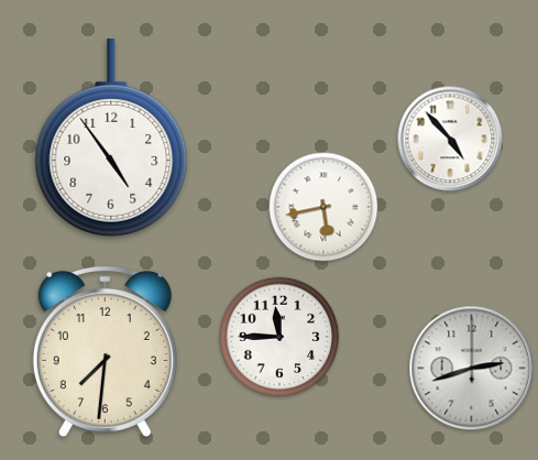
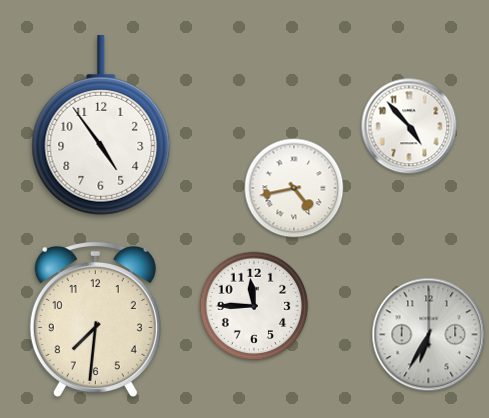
clock at (323, 207): 5:43 -> 4:43
clock at (472, 369): 2:42 -> 6:35
